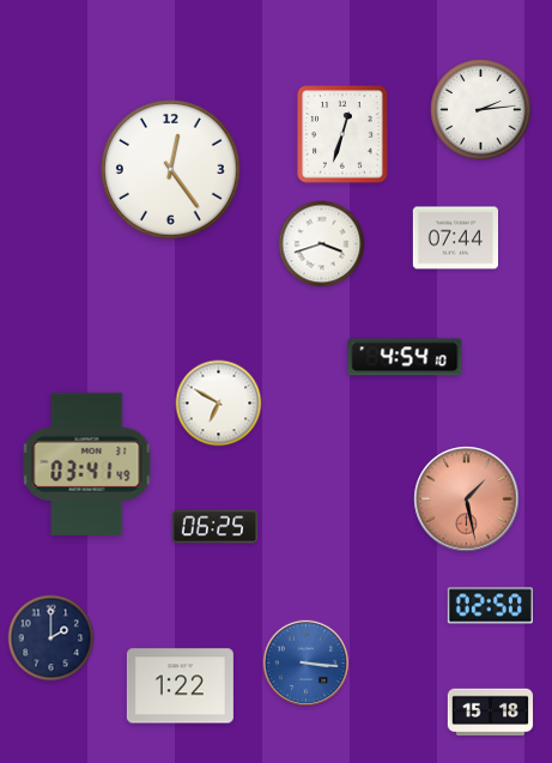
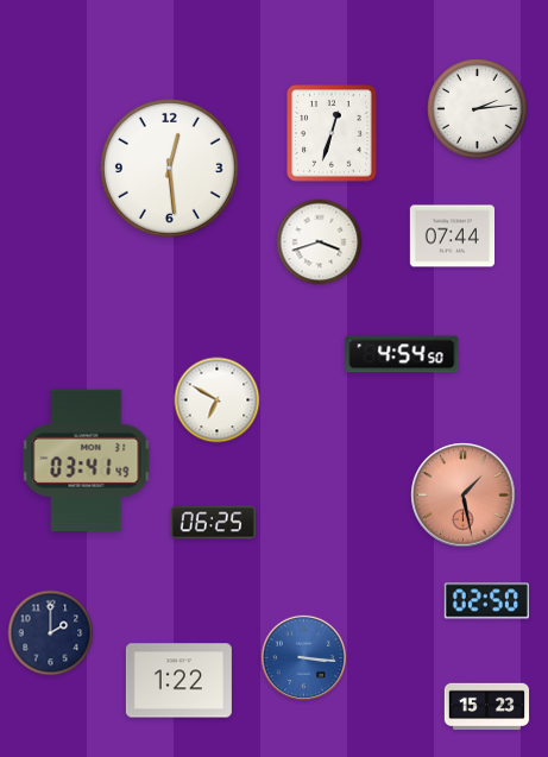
clock at (342, 134) position: (342, 134) -> (332, 133)
clock at (170, 169): 12:24 -> 12:29
clock at (405, 357): 4:54:10 -> 4:54:50
clock at (491, 713): 15:18 -> 15:23
